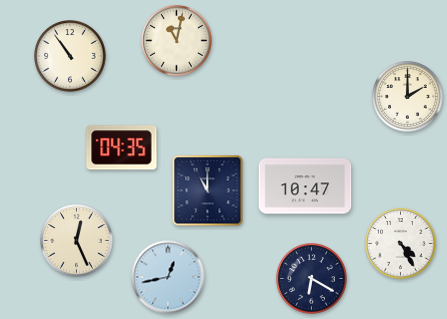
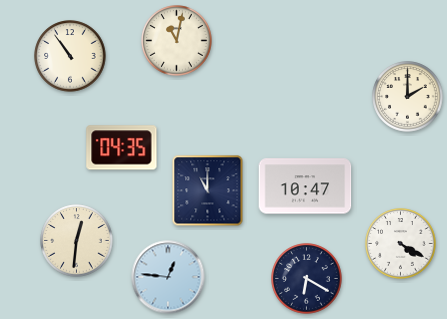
clock at (77, 241): 12:26 -> 12:31
clock at (401, 244): 4:25 -> 4:20
clock at (168, 277): 12:43 -> 12:46
clock at (312, 279) position: (312, 279) -> (307, 279)
